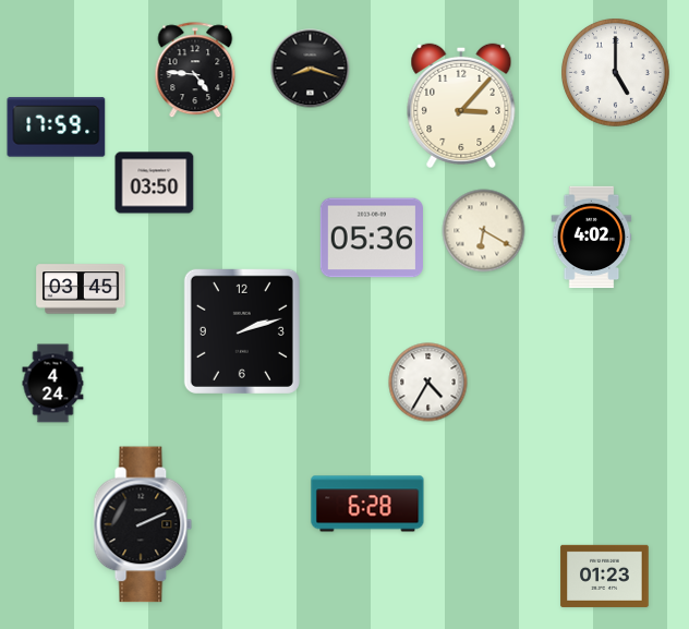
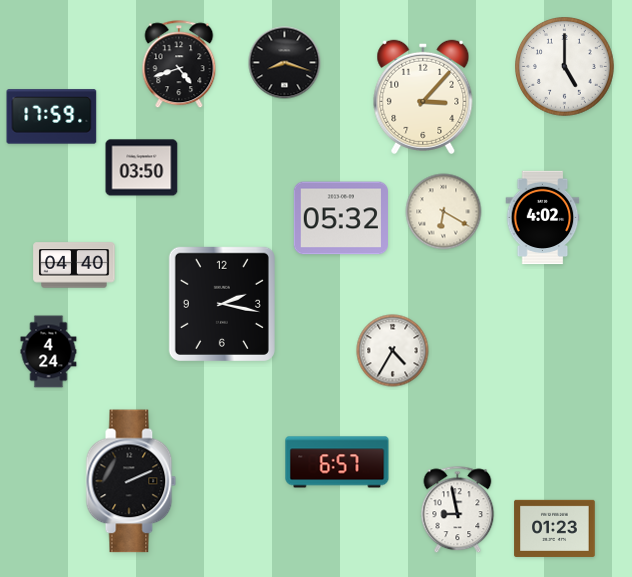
clock at (195, 71): 4:46 -> 4:42
clock at (372, 238): 05:36 -> 05:32
clock at (81, 289): 03:45 -> 04:40
clock at (242, 331): 2:12 -> 2:17
clock at (367, 504): 6:28 -> 6:57
clock at (458, 510): none -> 8:58
